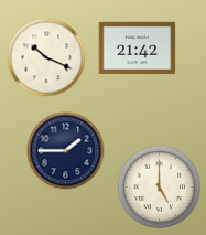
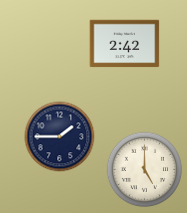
clock at (138, 49): 21:42 -> 2:42
clock at (46, 57): 10:19 -> none
